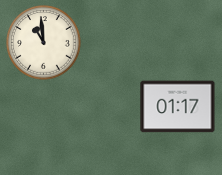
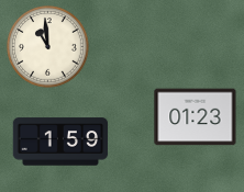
clock at (178, 107): 01:17 -> 01:23
clock at (60, 142): none -> 1:59
